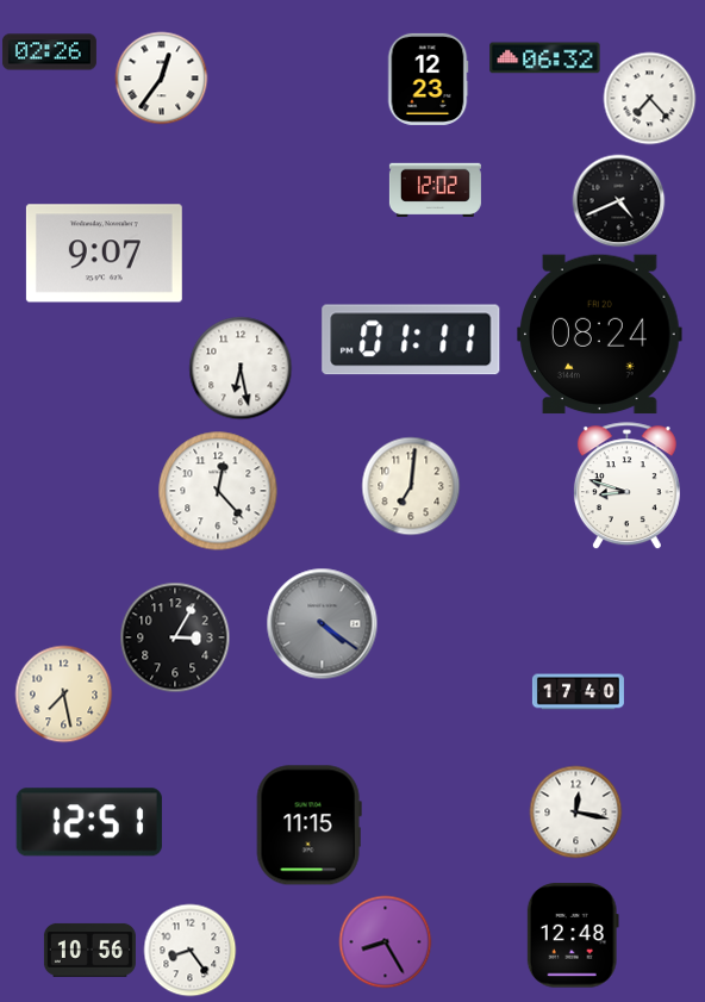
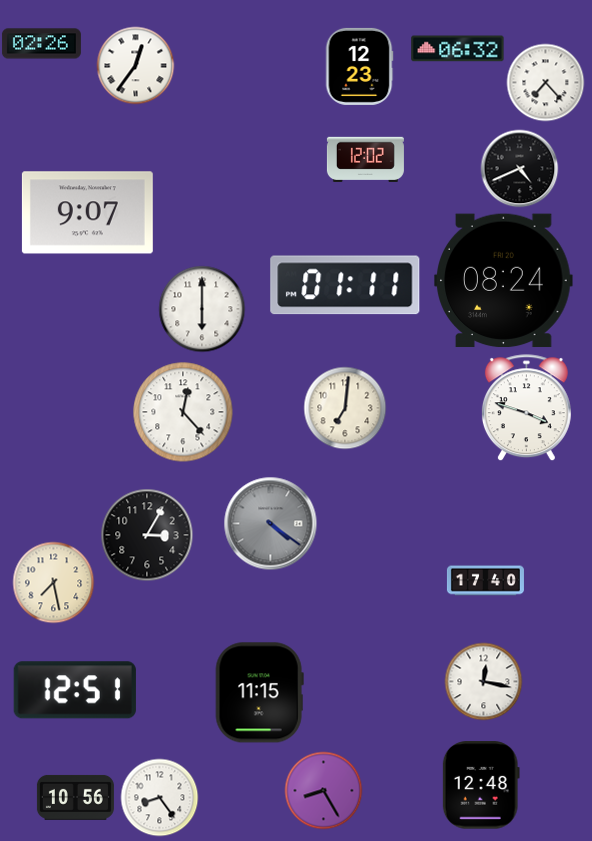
clock at (241, 368): 6:28 -> 6:00
clock at (626, 486): 8:48 -> 3:48
